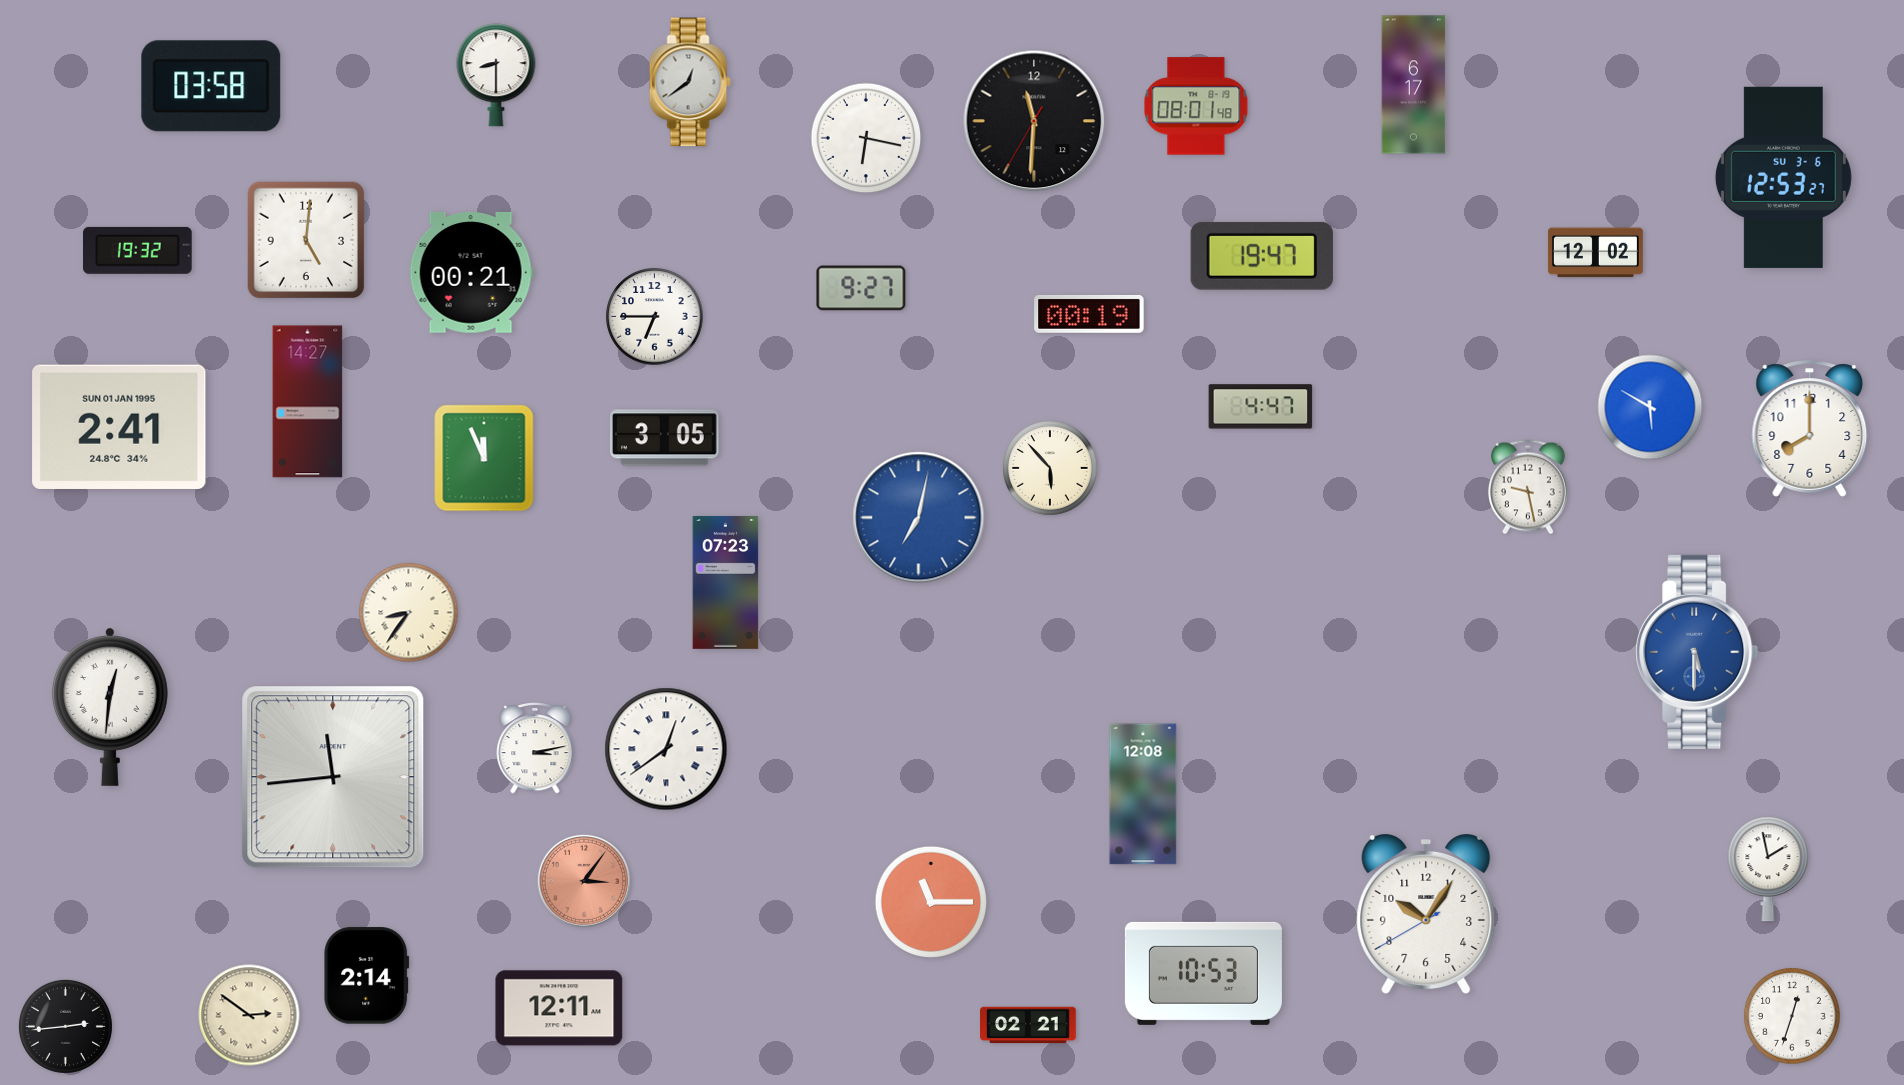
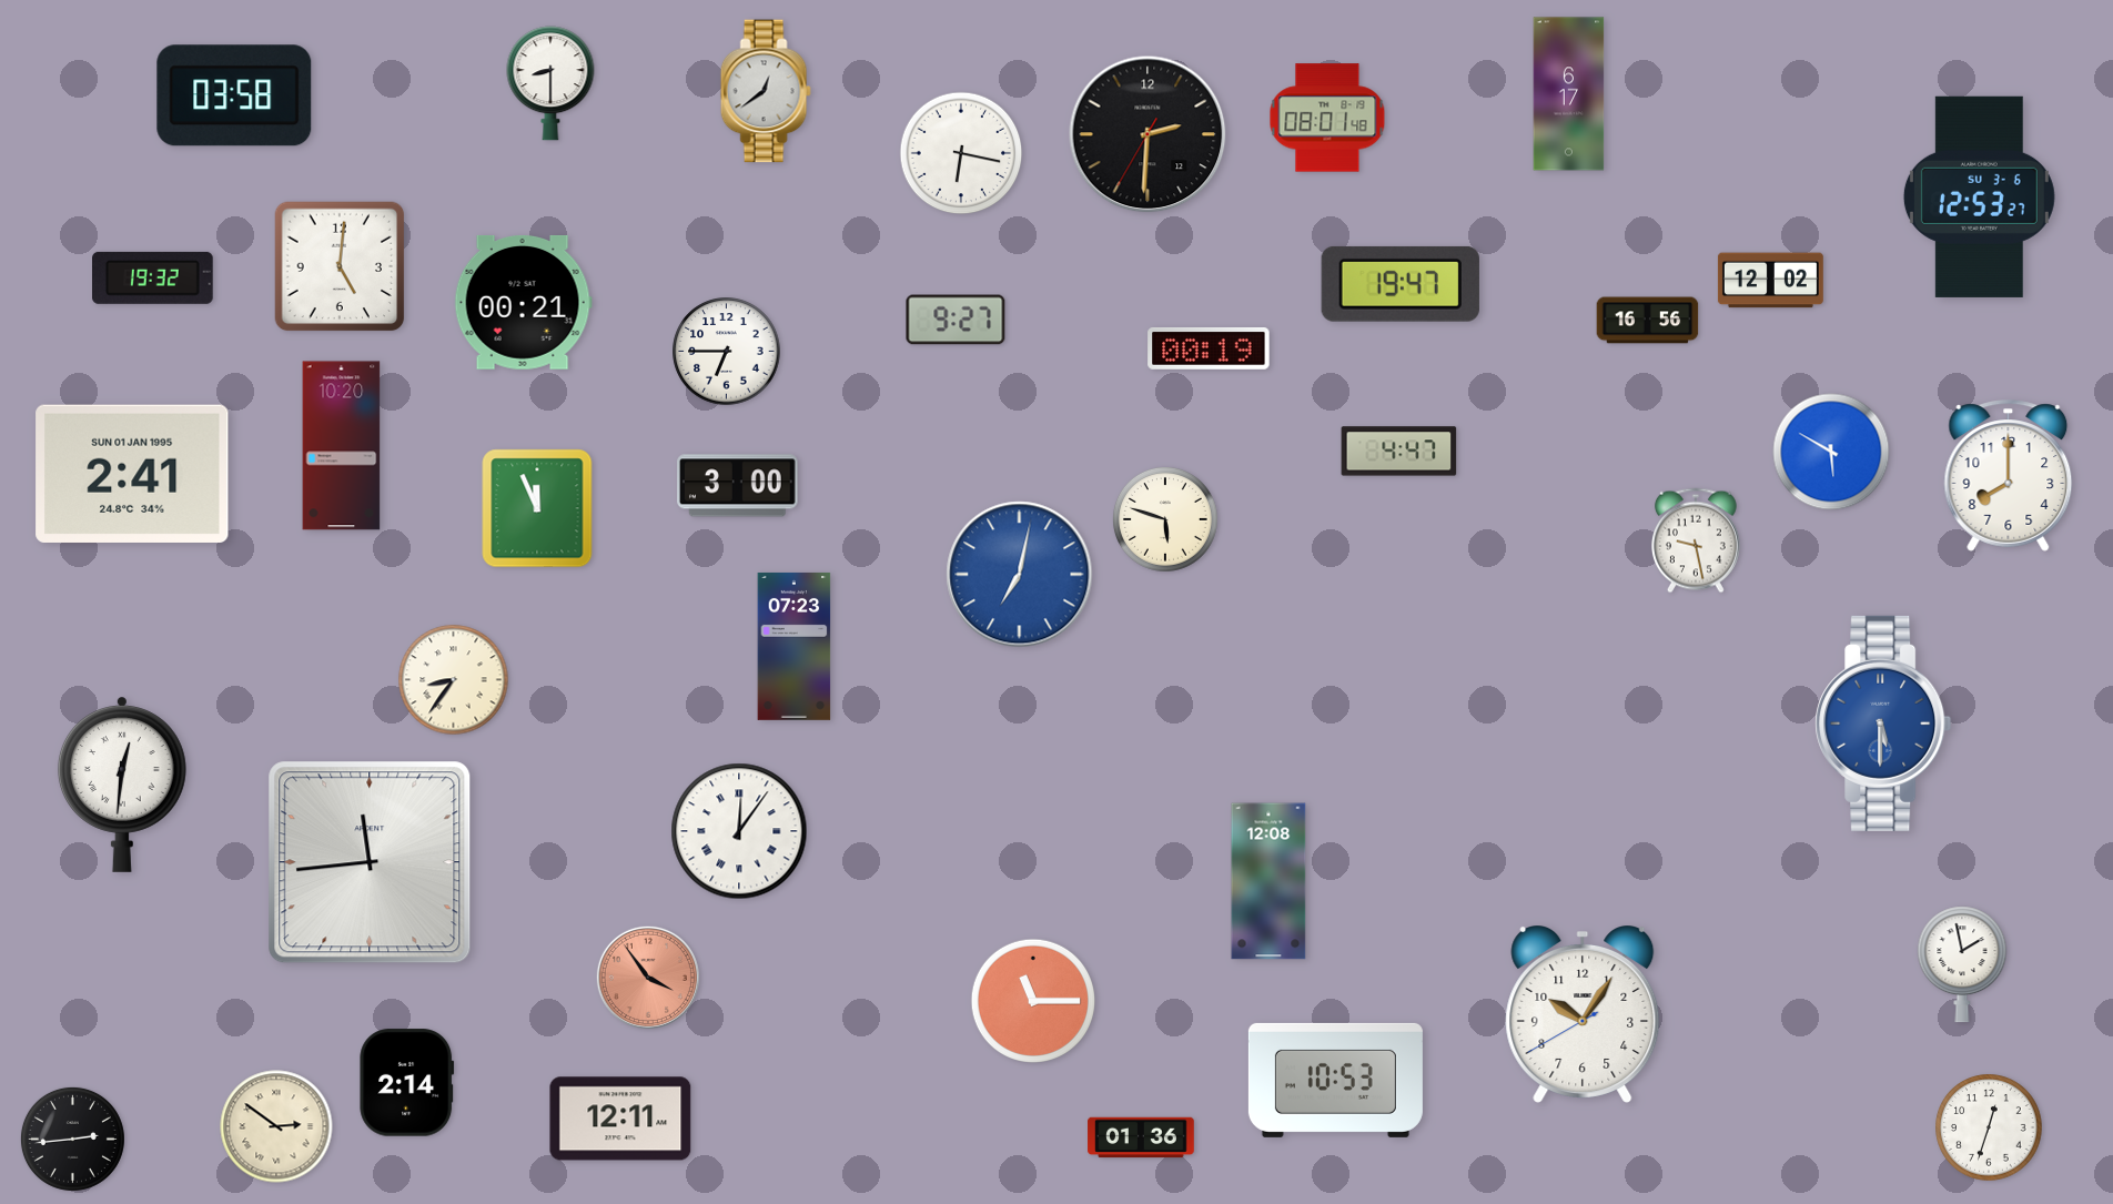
clock at (1034, 121): 11:30 -> 2:30
clock at (1648, 321): none -> 16:56
clock at (308, 402): 14:27 -> 10:20
clock at (665, 438): 3:05 -> 3:00
clock at (1050, 468): 5:53 -> 5:48
clock at (726, 582) position: (726, 582) -> (795, 646)
clock at (535, 749): 3:13 -> none
clock at (666, 749): 12:39 -> 12:06
clock at (584, 881): 3:06 -> 3:54
clock at (1028, 1025): 02:21 -> 01:36
